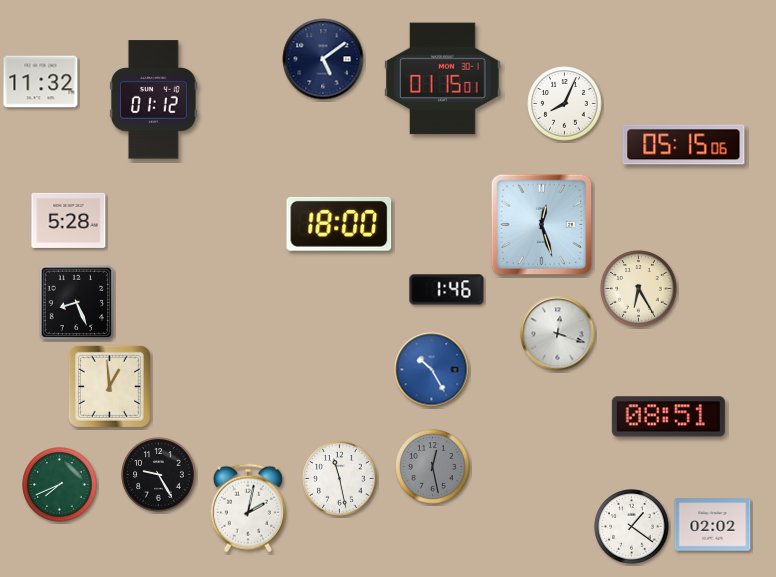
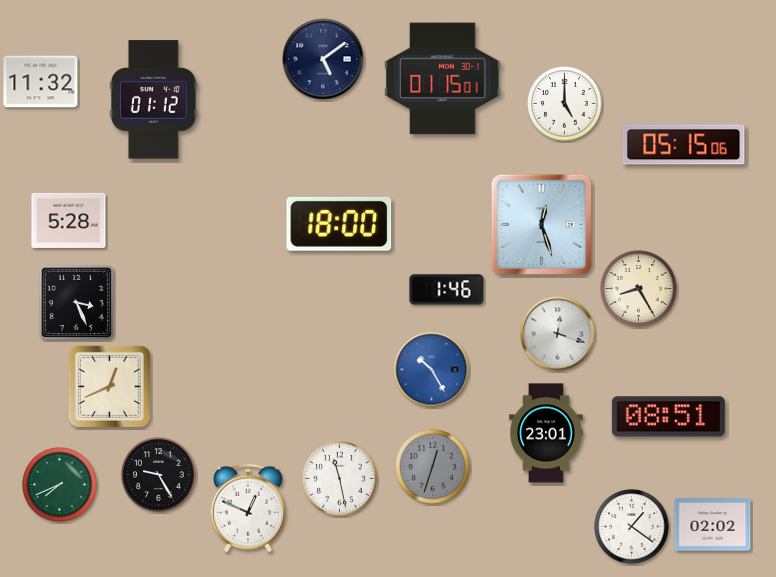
clock at (565, 104): 8:04 -> 5:00
clock at (639, 289): 6:25 -> 8:25
clock at (76, 302): 8:26 -> 3:26
clock at (109, 386): 12:59 -> 12:41
clock at (547, 433): none -> 23:01
clock at (433, 467): 12:28 -> 12:33
clock at (248, 508): 2:02 -> 12:49
